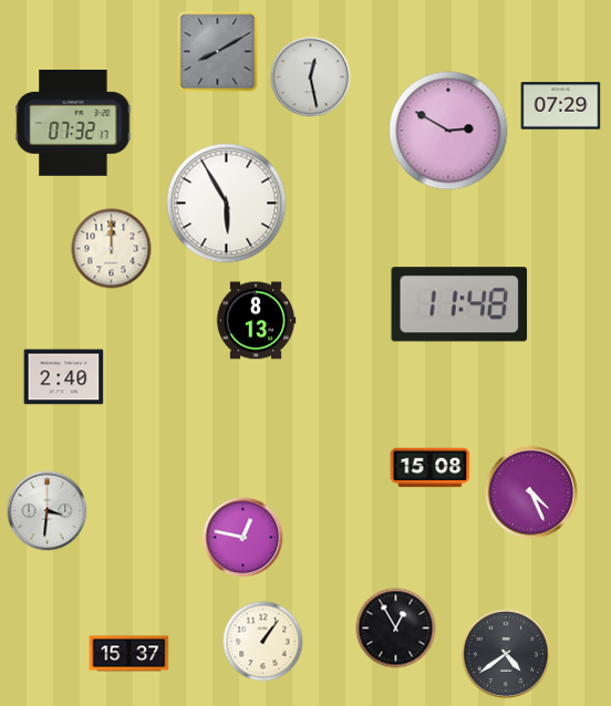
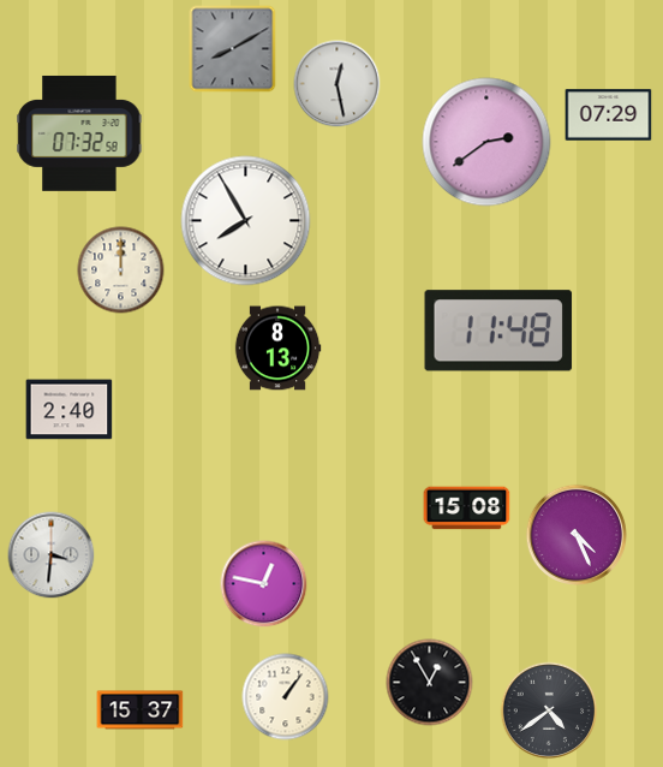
clock at (218, 52) position: (218, 52) -> (233, 49)
clock at (73, 123): 07:32:17 -> 07:32:58
clock at (448, 131): 2:50 -> 2:39
clock at (227, 204): 5:55 -> 7:55
